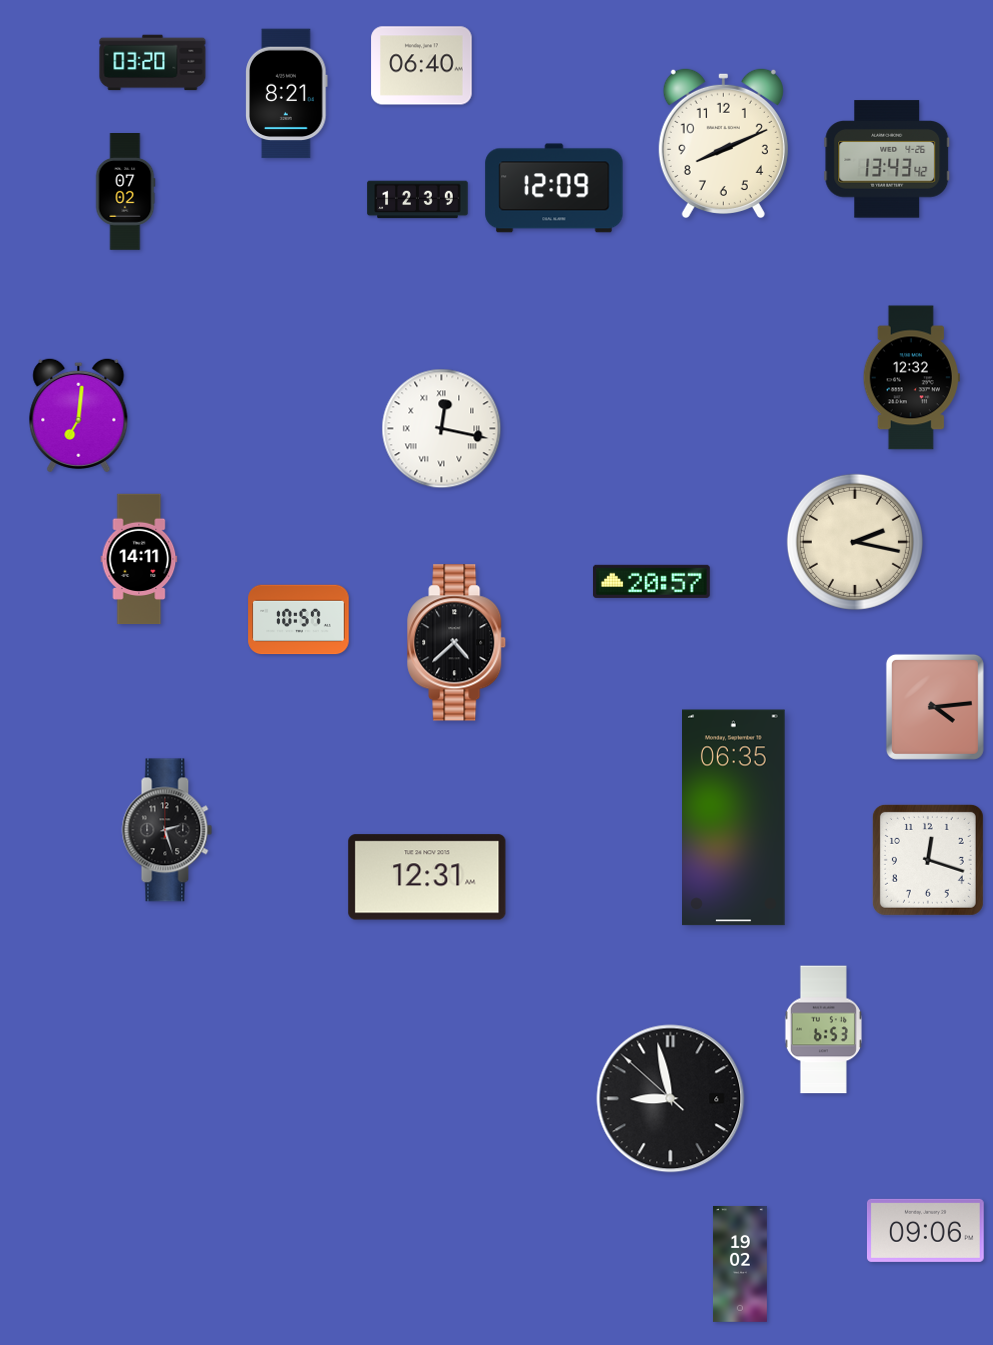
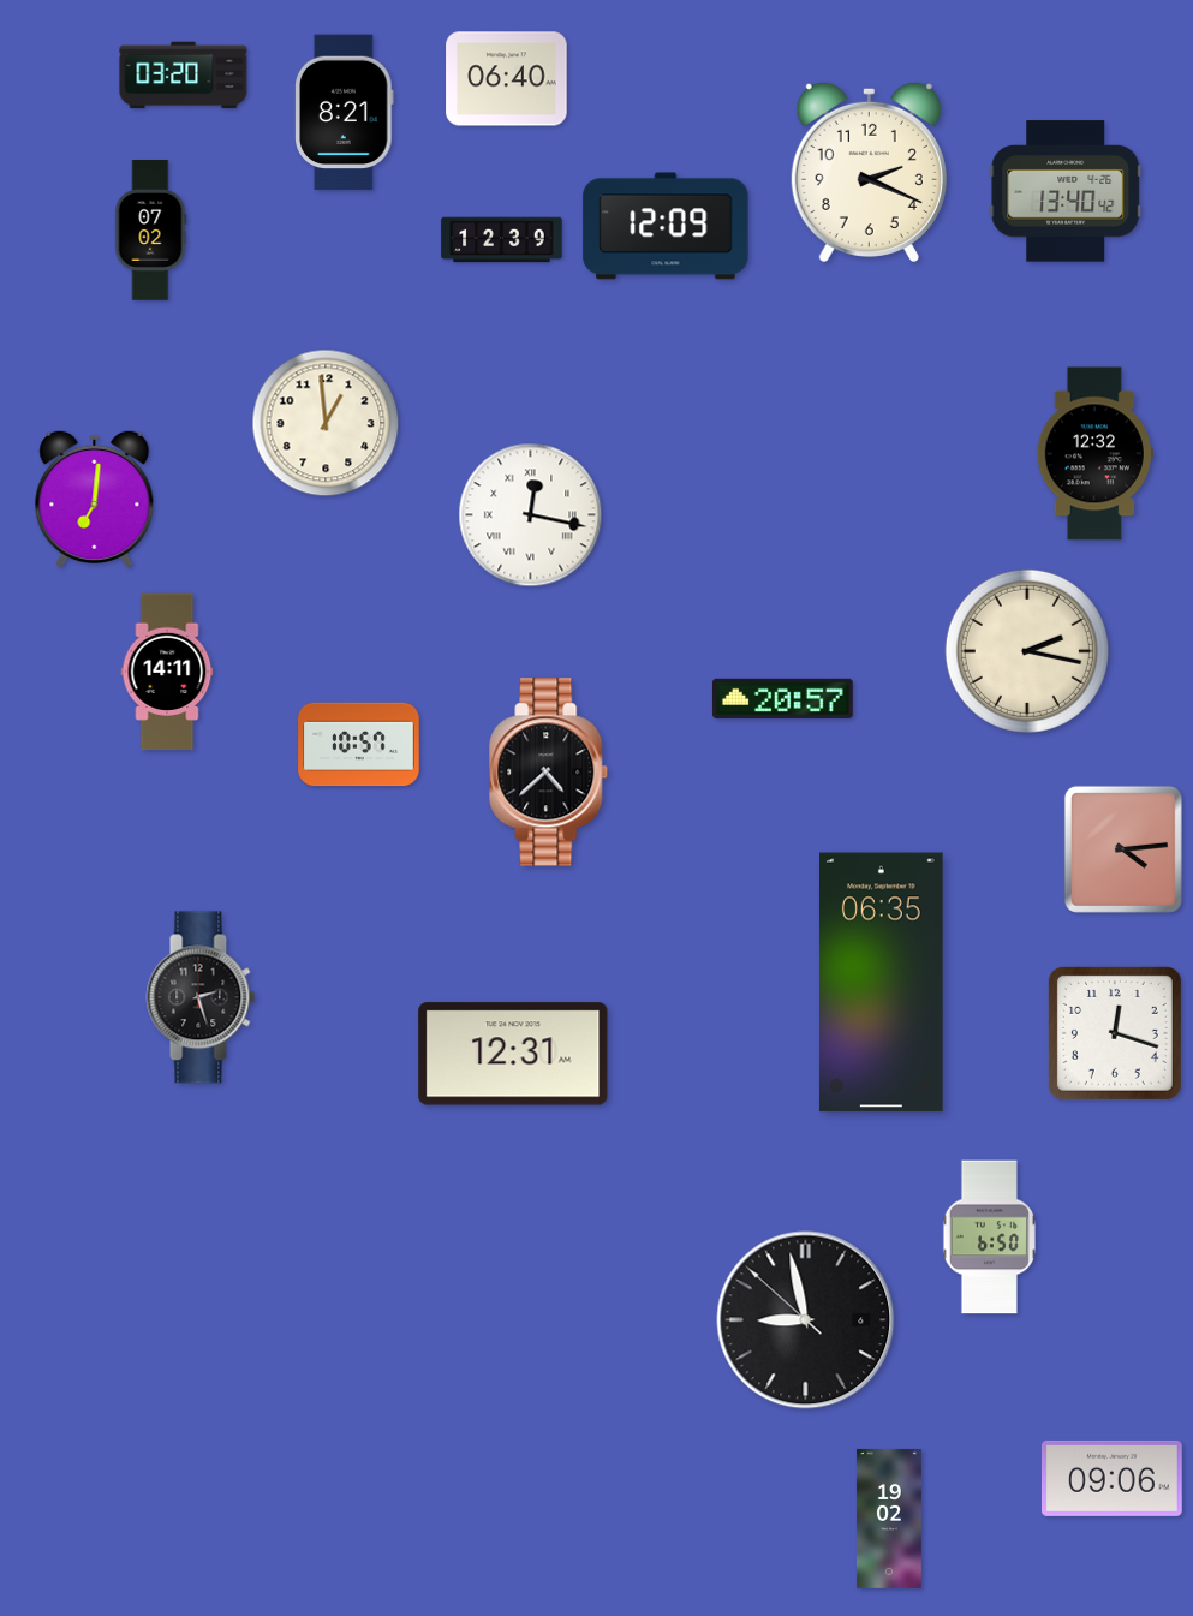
clock at (723, 142): 8:11 -> 2:19
clock at (887, 159): 13:43 -> 13:40
clock at (326, 423): none -> 12:59
clock at (823, 1030): 6:53 -> 6:50
